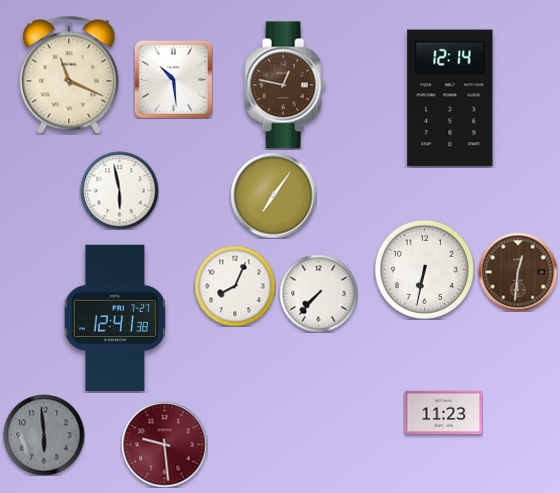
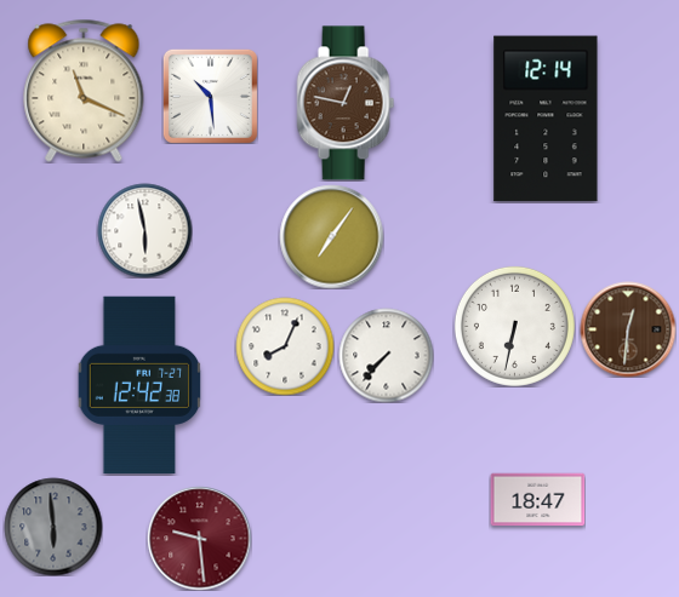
clock at (115, 318): 12:41 -> 12:42
clock at (443, 413): 11:23 -> 18:47
